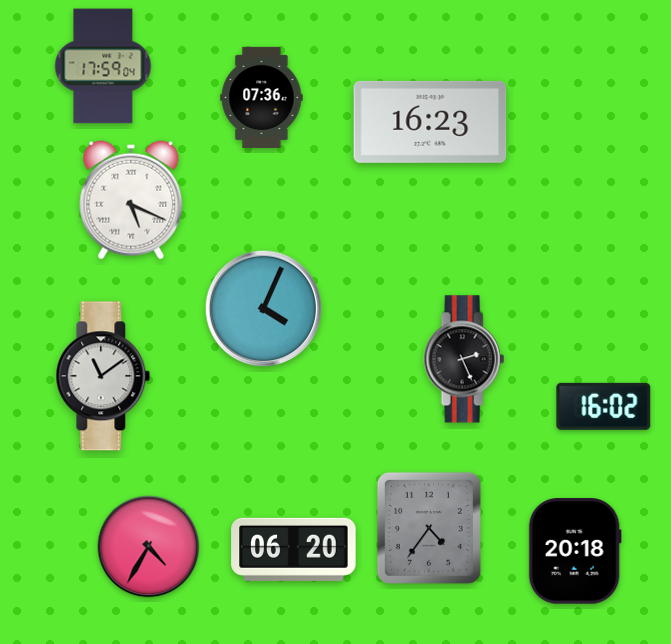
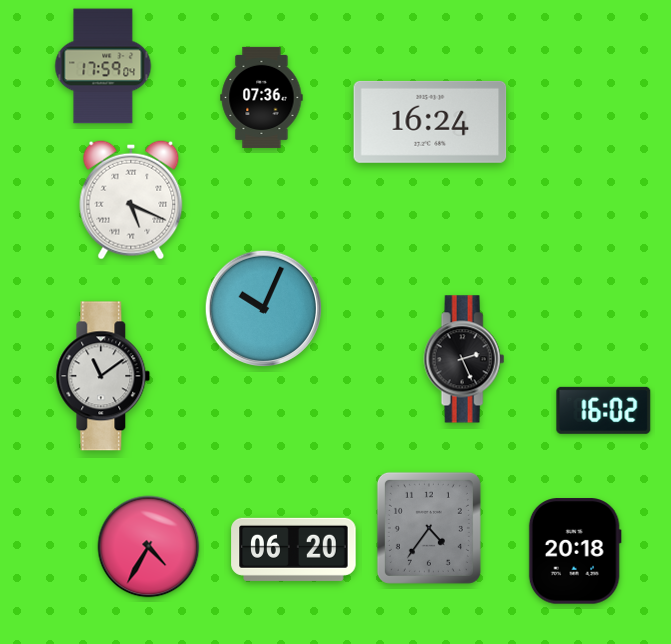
clock at (430, 122): 16:23 -> 16:24
clock at (264, 309): 4:04 -> 10:04
clock at (604, 406) position: (604, 406) -> (604, 410)
